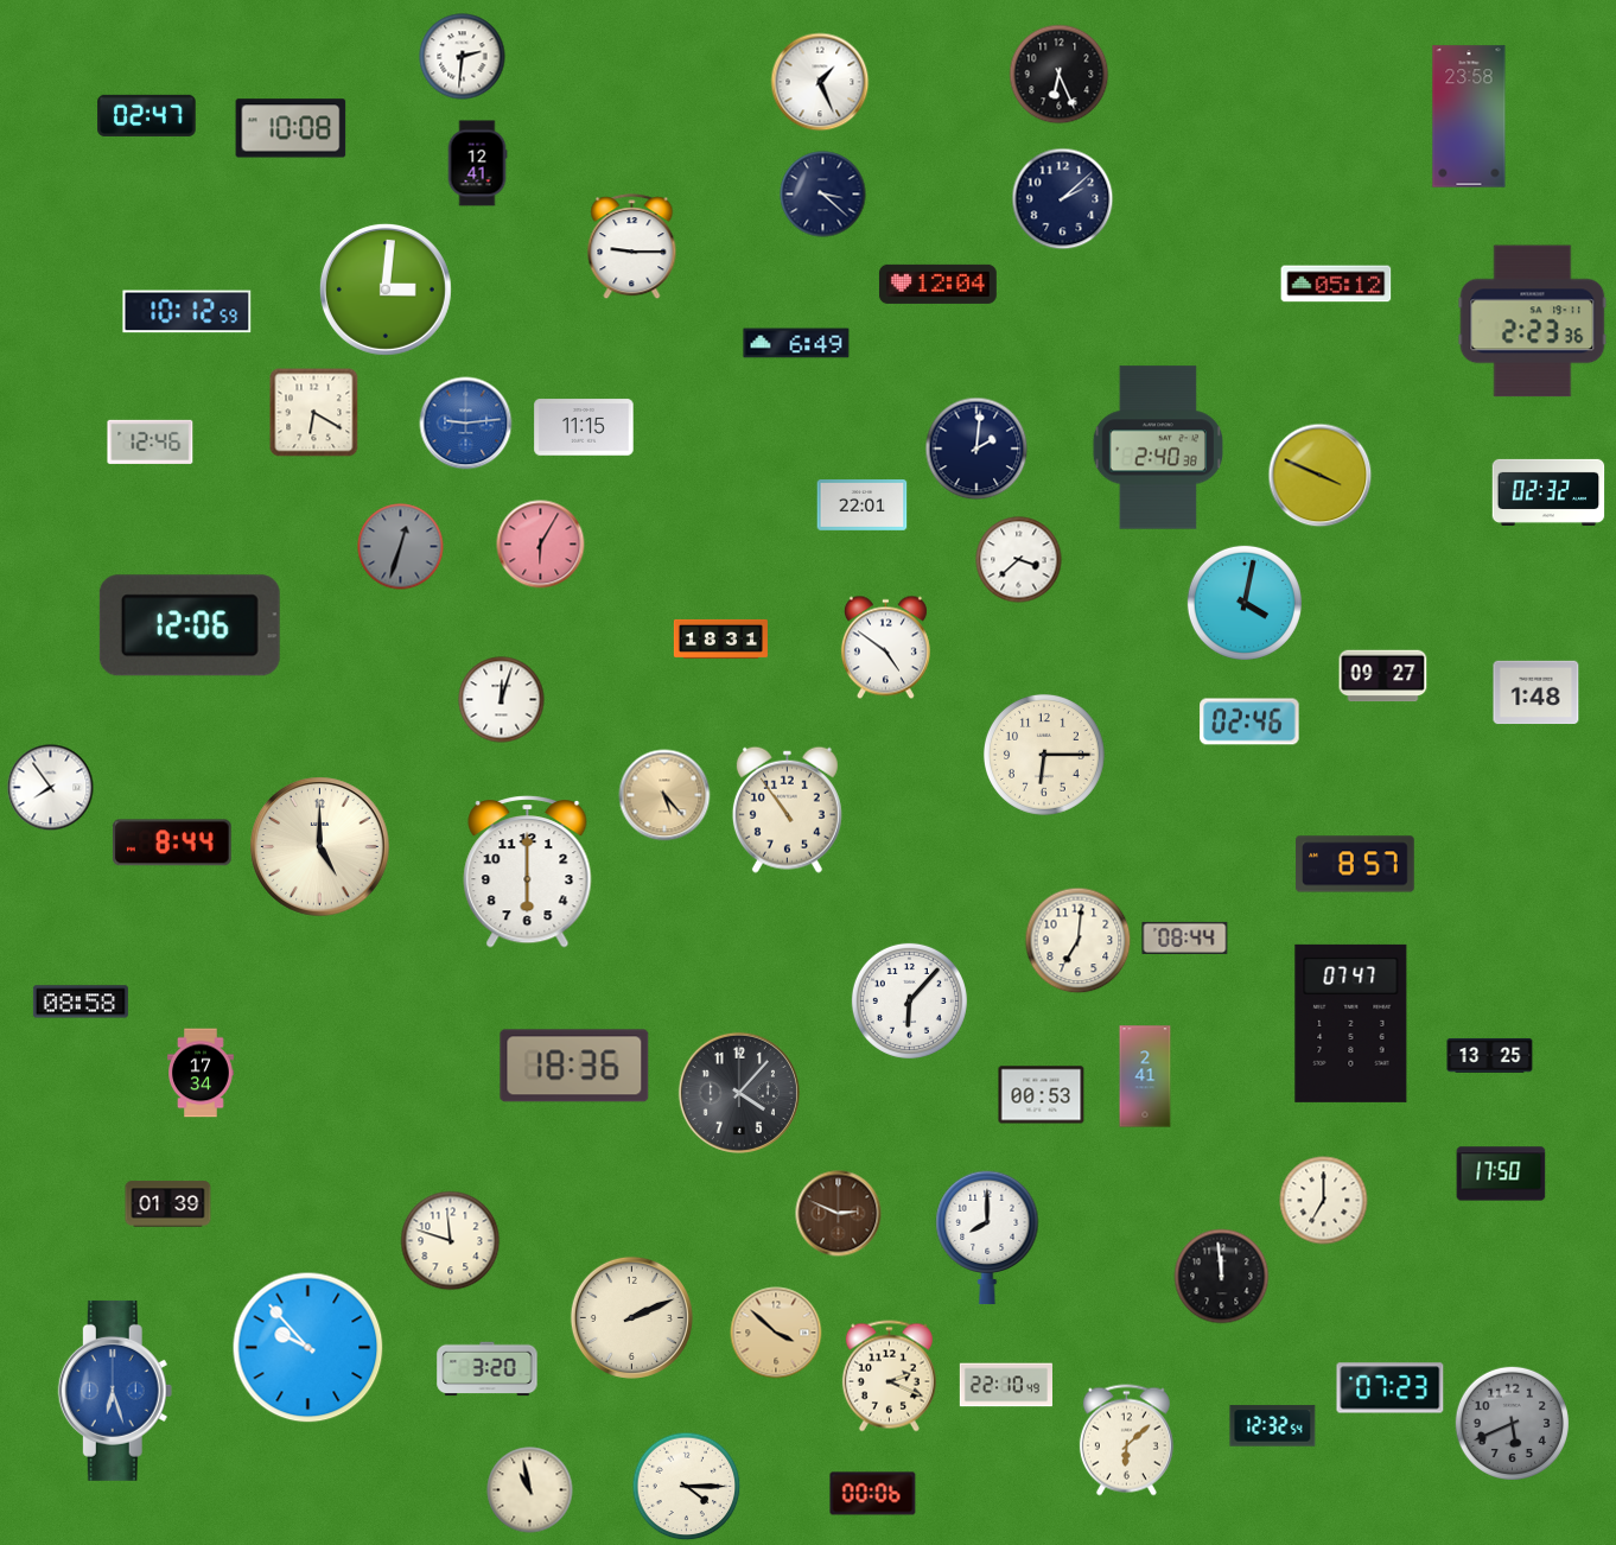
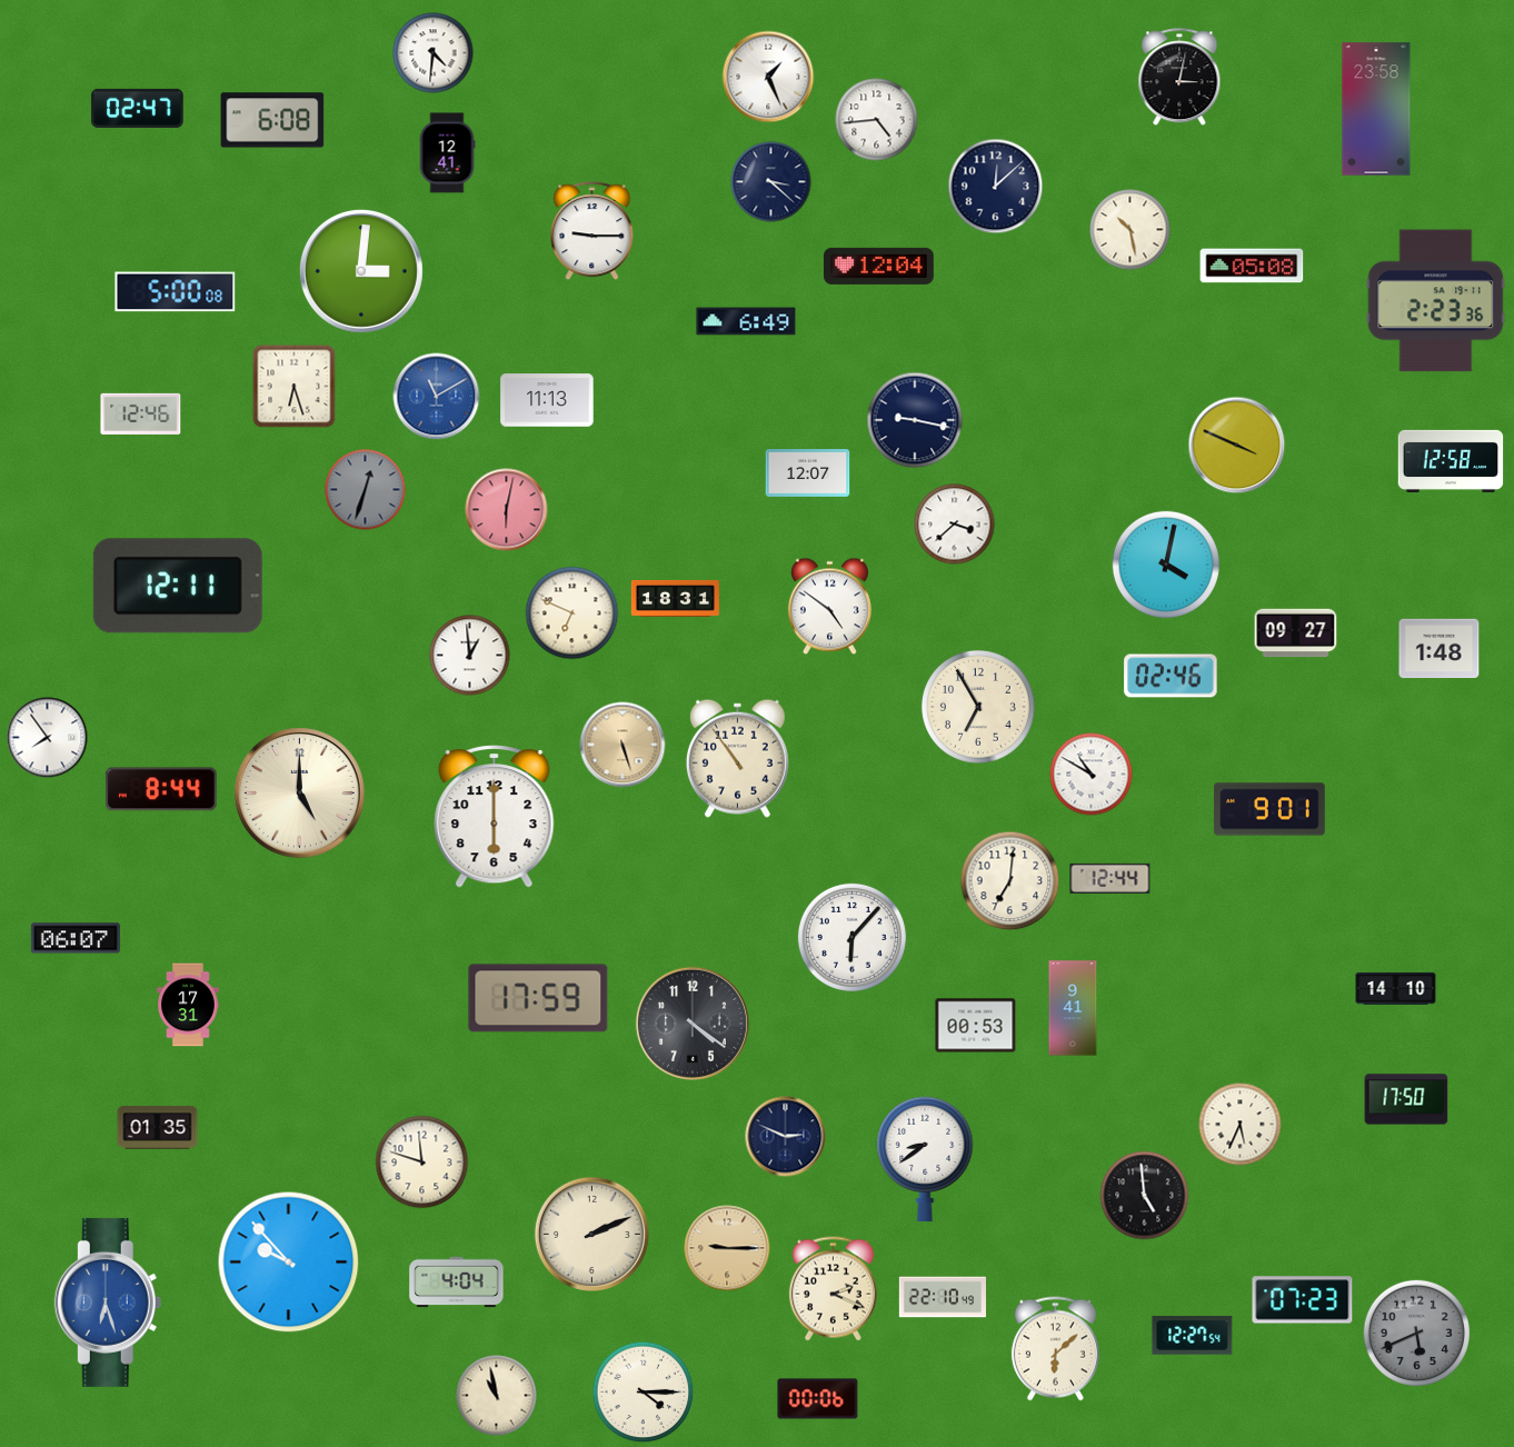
clock at (463, 57): 2:31 -> 4:31
clock at (1060, 75): 6:26 -> none
clock at (1179, 78): none -> 3:02
clock at (291, 128): 10:08 -> 6:08
clock at (877, 120): none -> 4:44
clock at (1063, 199): 2:08 -> 12:08
clock at (1130, 230): none -> 10:28
clock at (1336, 284): 05:12 -> 05:08
clock at (187, 312): 10:12 -> 5:00
clock at (314, 413): 6:20 -> 6:27
clock at (466, 424): 9:14 -> 11:10
clock at (584, 427): 11:15 -> 11:13
clock at (1157, 447): 2:40 -> none
clock at (976, 449): 2:01 -> 9:17
clock at (1548, 492): 02:32 -> 12:58
clock at (863, 506): 22:01 -> 12:07
clock at (541, 545): 6:05 -> 6:02
clock at (401, 547) position: (401, 547) -> (366, 490)
clock at (190, 625): 12:06 -> 12:11
clock at (572, 613): none -> 6:49
clock at (502, 700): 12:03 -> 12:59
clock at (1044, 755): 6:15 -> 6:55
clock at (664, 795): 5:23 -> 5:27
clock at (1092, 775): none -> 10:50
clock at (1355, 864): 8:57 -> 9:01
clock at (1185, 937): 08:44 -> 12:44
clock at (81, 1002): 08:58 -> 06:07
clock at (1351, 1023): 07:47 -> none
clock at (1490, 1056): 13:25 -> 14:10
clock at (574, 1066): 18:36 -> 17:59
clock at (201, 1073): 17:34 -> 17:31
clock at (1145, 1076): 2:41 -> 9:41
clock at (739, 1093): 4:07 -> 4:21
clock at (1324, 1201): 7:00 -> 5:34
clock at (168, 1204): 01:39 -> 01:35
clock at (839, 1214) dial: brown -> navy
clock at (987, 1238): 8:00 -> 8:39
clock at (1222, 1277): 11:59 -> 4:59
clock at (776, 1333): 3:52 -> 9:15
clock at (488, 1369): 3:20 -> 4:04
clock at (1273, 1426): 12:32 -> 12:27
